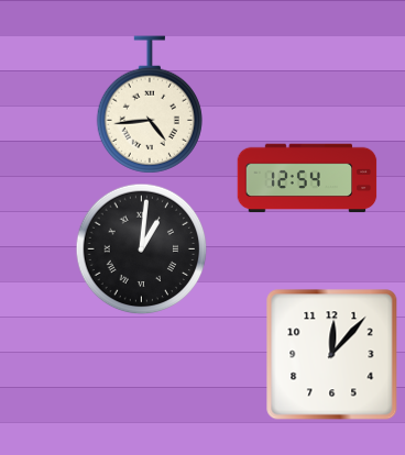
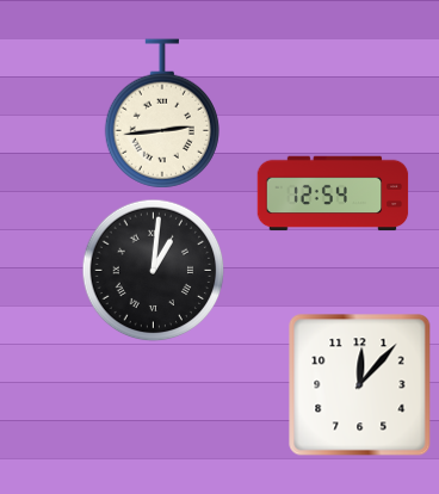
clock at (150, 104): 4:44 -> 2:44
